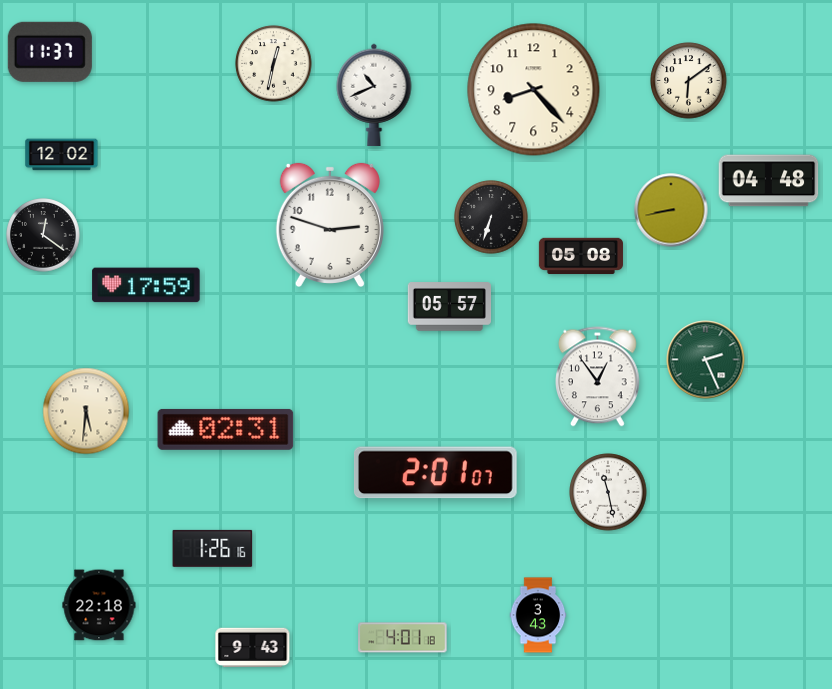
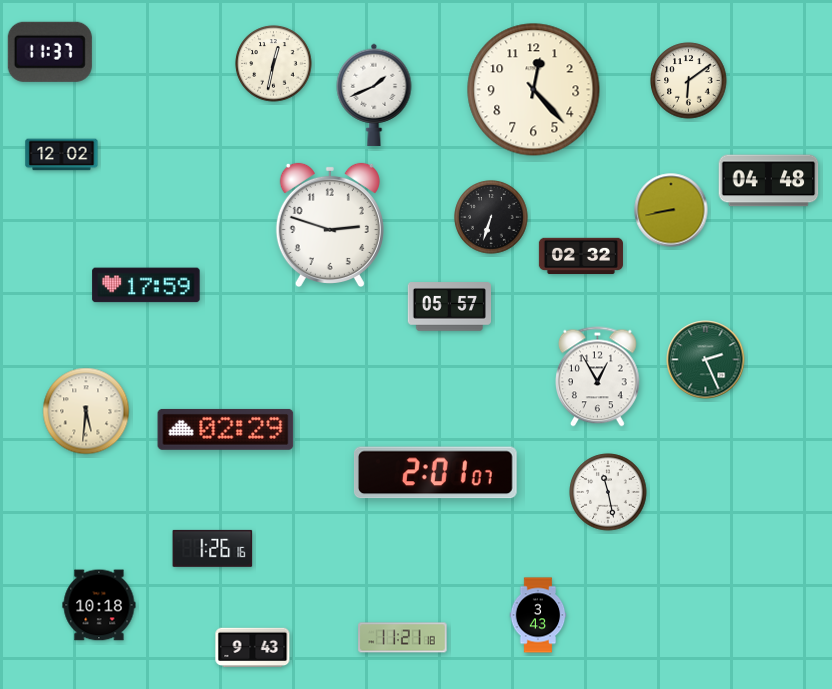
clock at (534, 90): 8:23 -> 12:23
clock at (374, 95): 10:41 -> 1:41
clock at (43, 235): 12:21 -> none
clock at (581, 256): 05:08 -> 02:32
clock at (598, 377): 12:54 -> 12:55
clock at (226, 429): 02:31 -> 02:29
clock at (99, 605): 22:18 -> 10:18
clock at (403, 638): 4:01 -> 11:21
